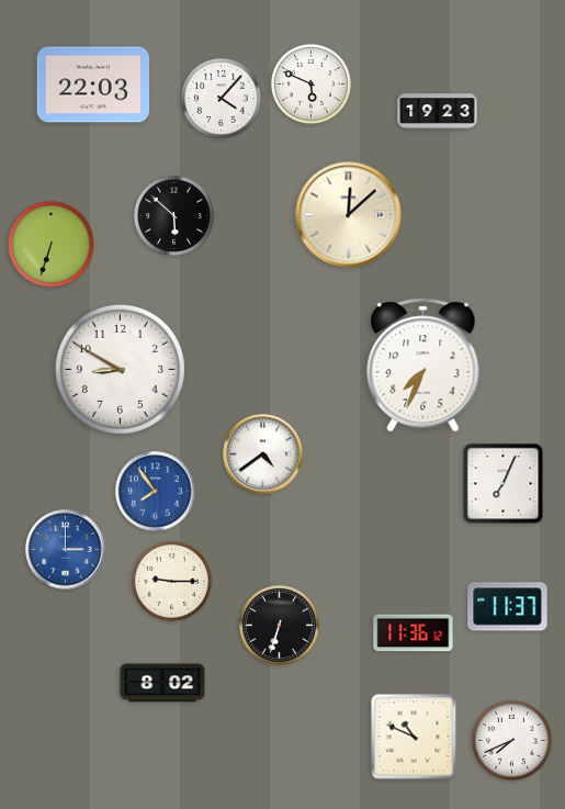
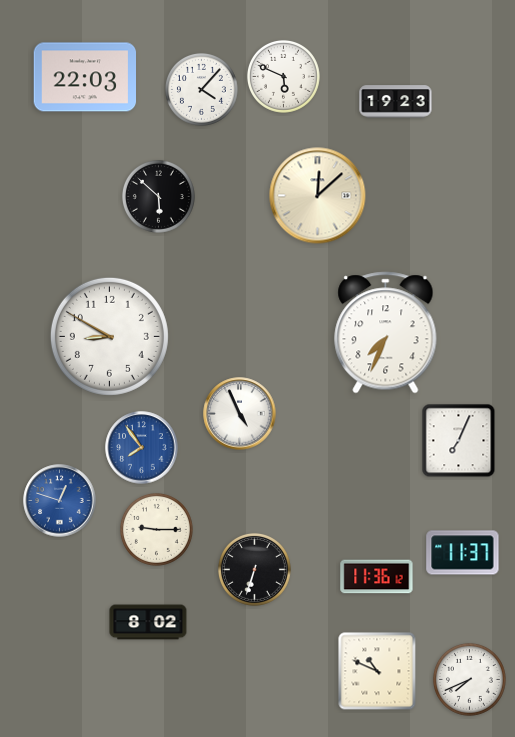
clock at (438, 112) position: (438, 112) -> (396, 102)
clock at (52, 245): 6:33 -> none
clock at (263, 454): 4:39 -> 4:56
clock at (66, 550): 3:00 -> 12:48
clock at (511, 740) position: (511, 740) -> (469, 679)
